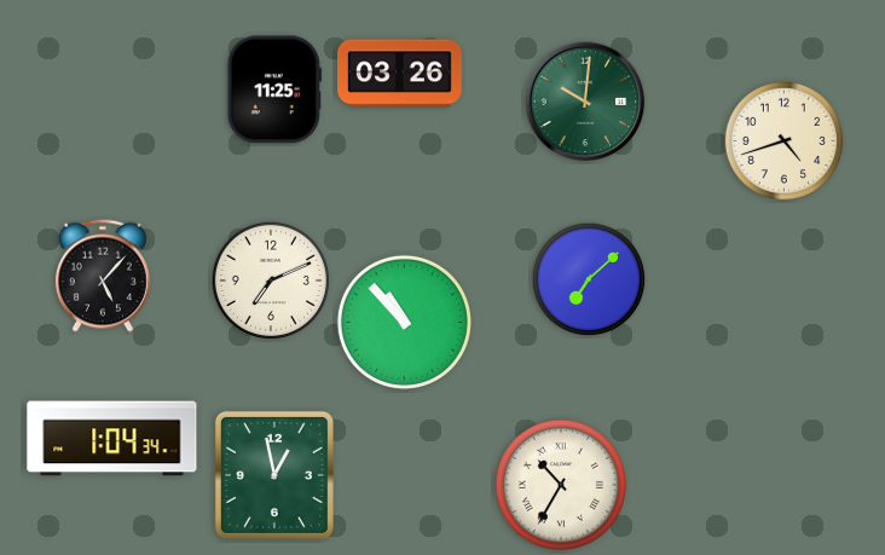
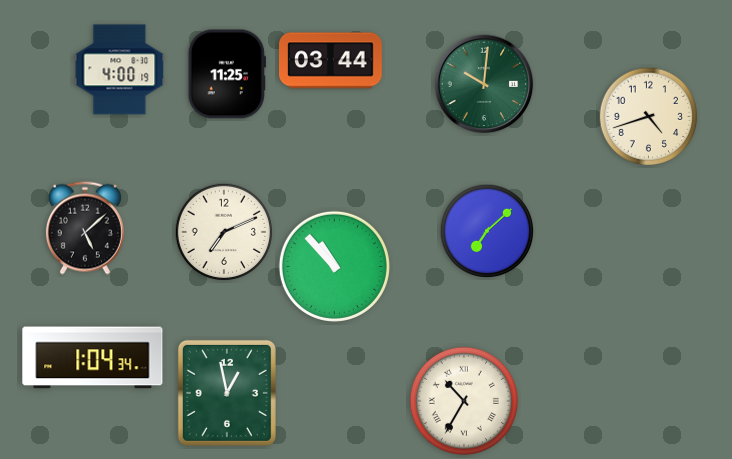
clock at (400, 74): 03:26 -> 03:44
clock at (120, 70): none -> 4:00
clock at (103, 276): 5:07 -> 5:08
clock at (112, 439) position: (112, 439) -> (93, 358)
